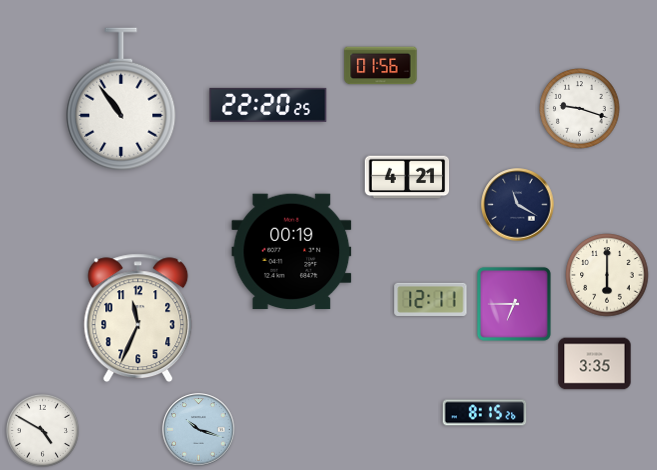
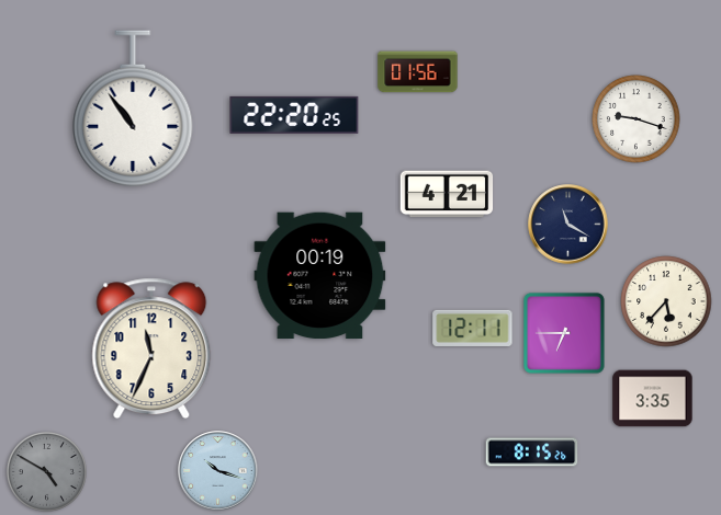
clock at (607, 275): 6:00 -> 5:37
clock at (42, 430) dial: white -> grey
